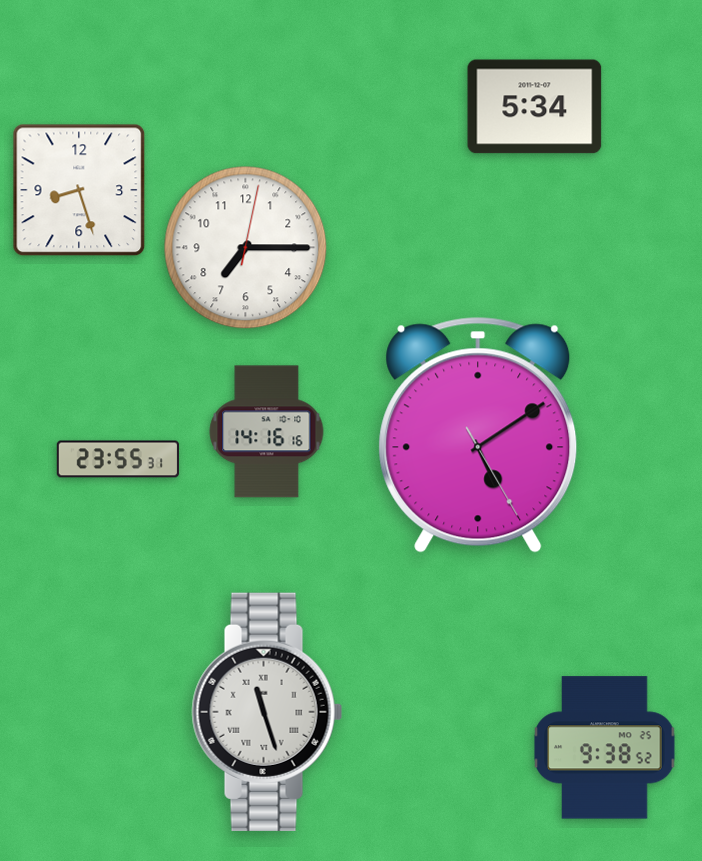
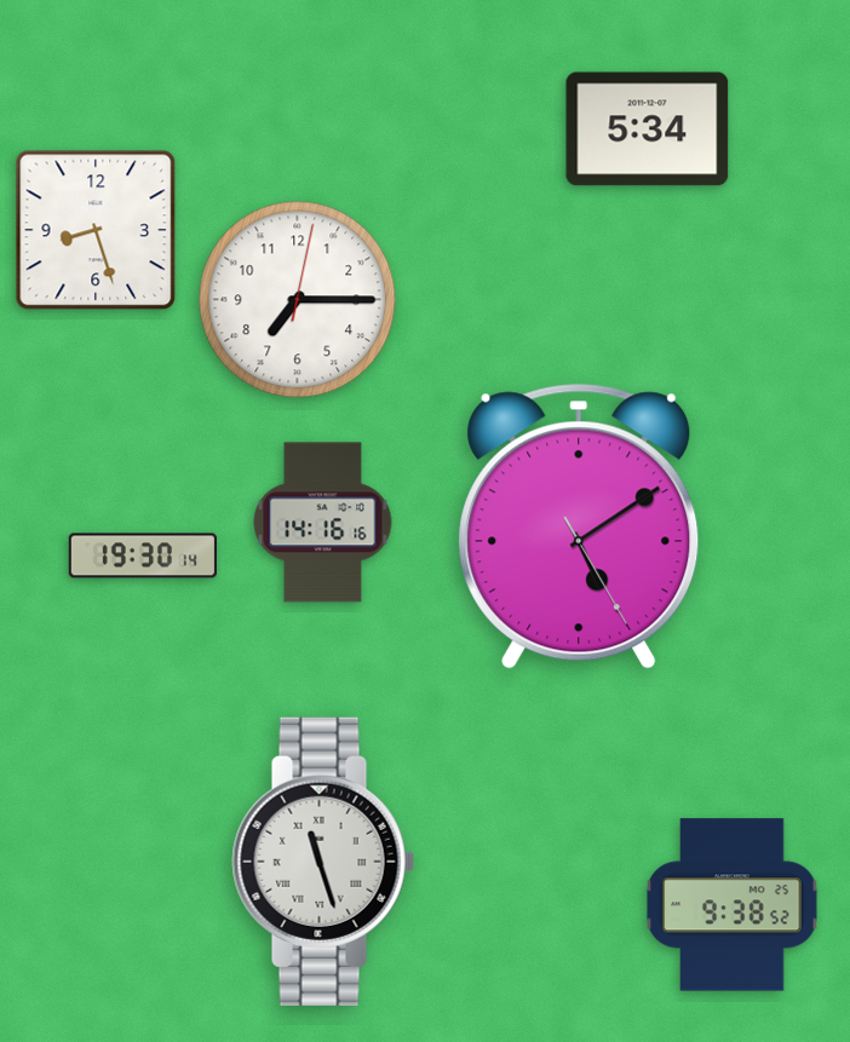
clock at (117, 459): 23:55 -> 19:30
